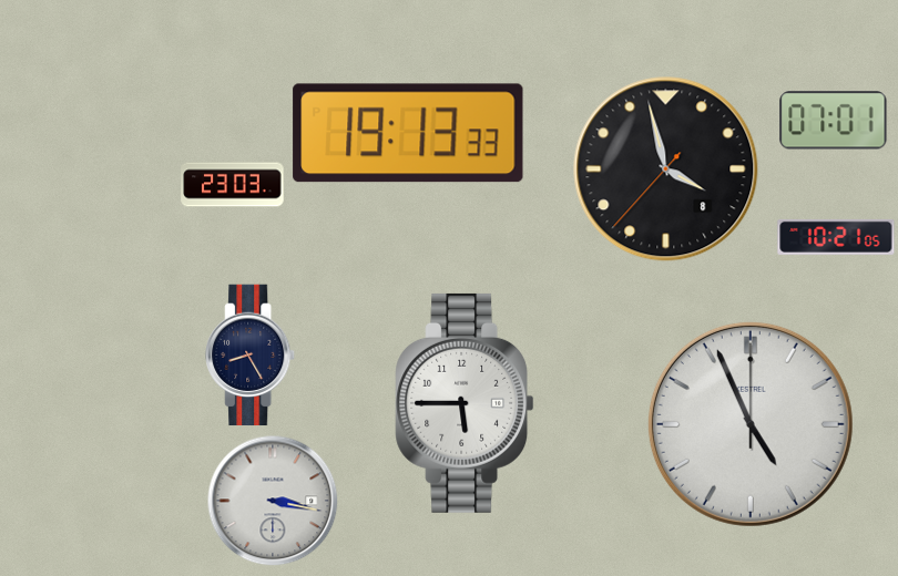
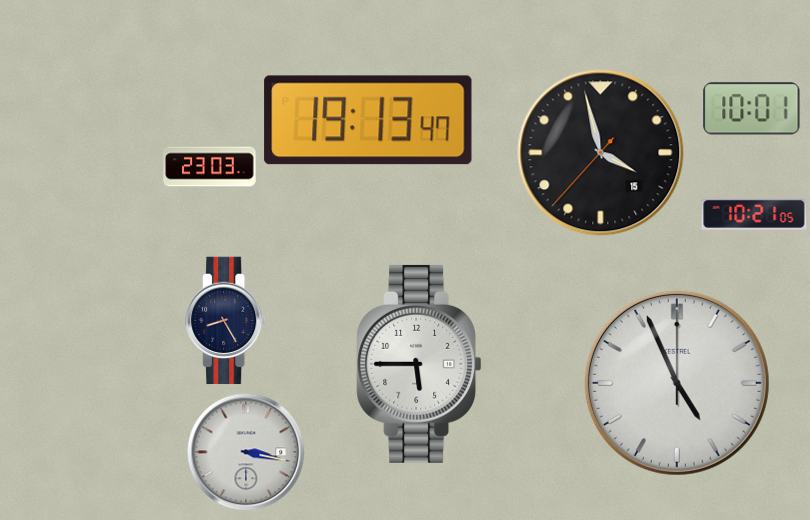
clock at (834, 121): 07:01 -> 10:01
clock at (408, 133): 19:13:33 -> 19:13:47
clock at (666, 169) date: 8 -> 15
